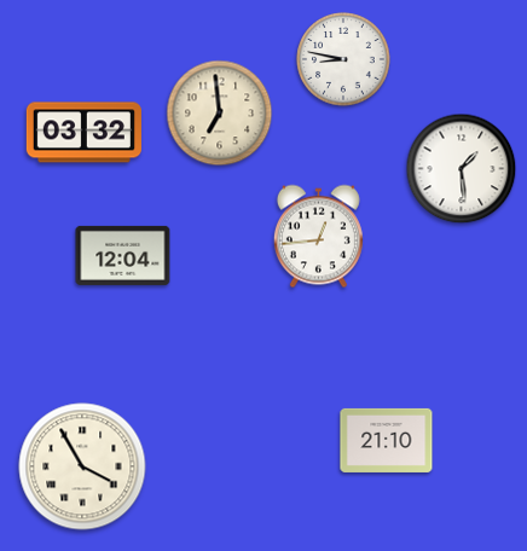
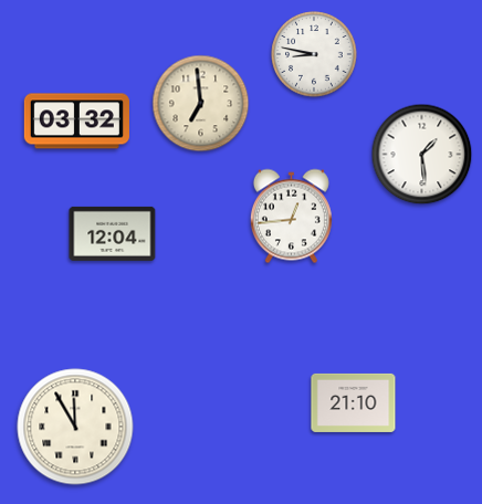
clock at (82, 466): 3:55 -> 11:55
